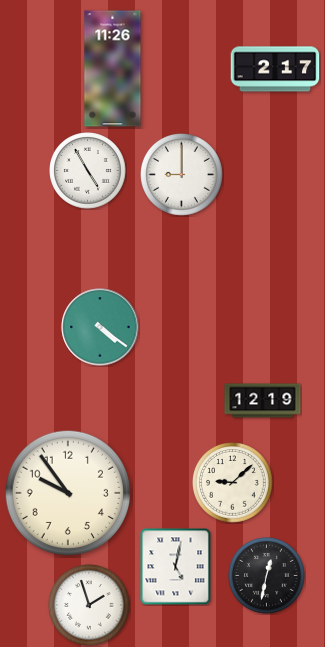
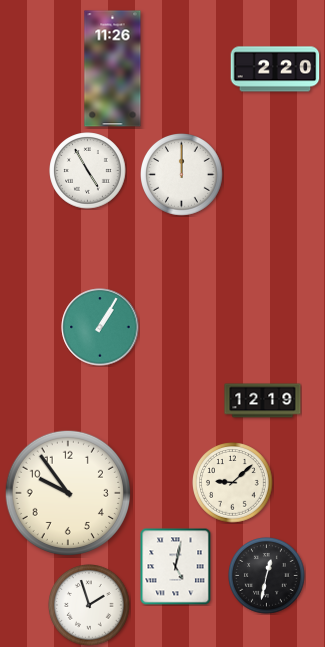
clock at (275, 69): 2:17 -> 2:20
clock at (182, 175): 9:00 -> 12:00
clock at (100, 327): 4:21 -> 1:05
